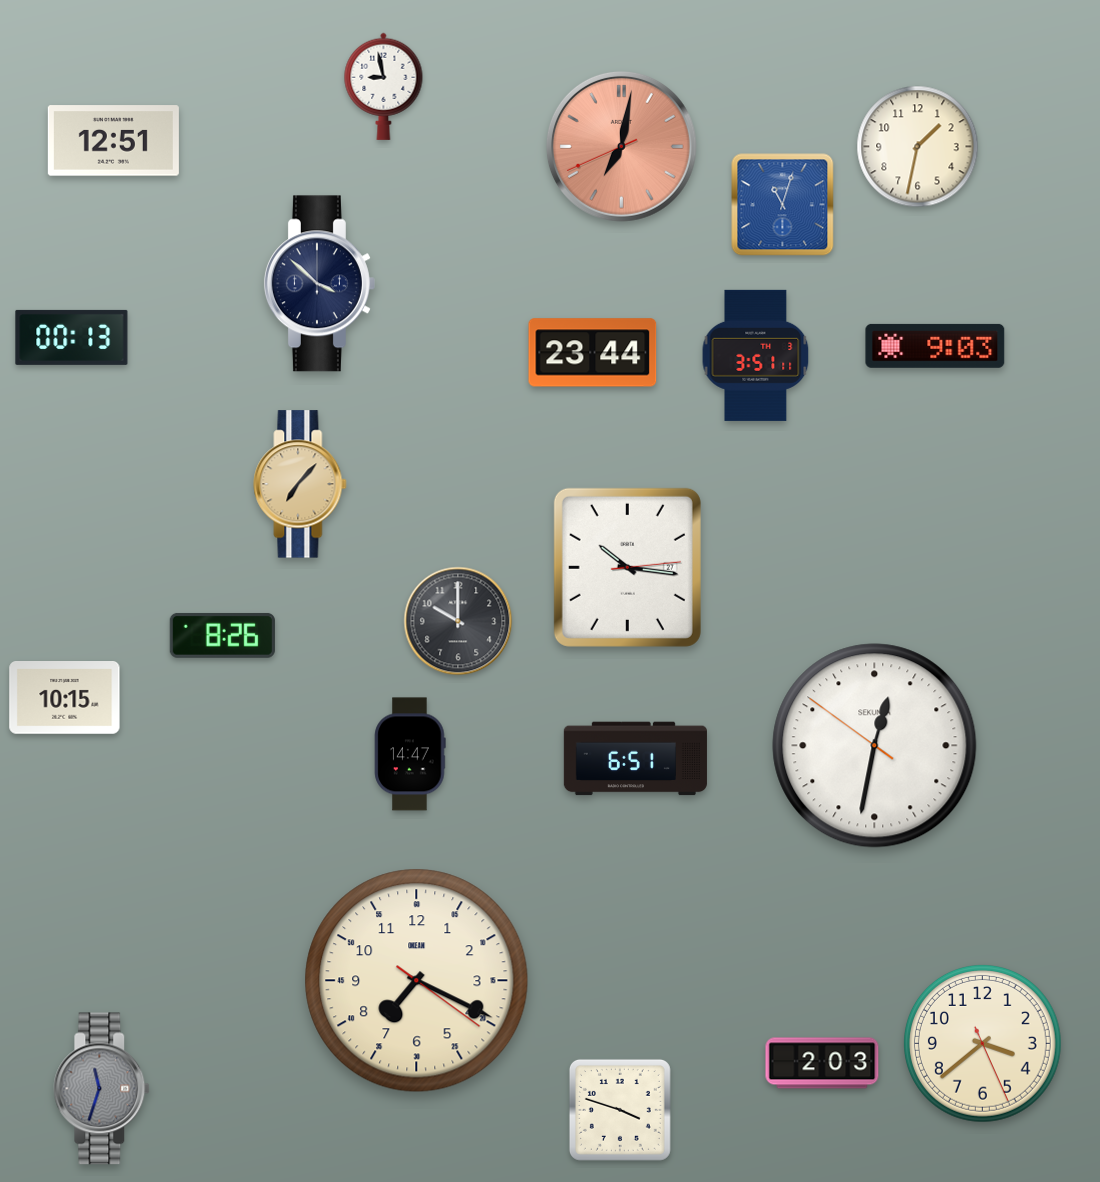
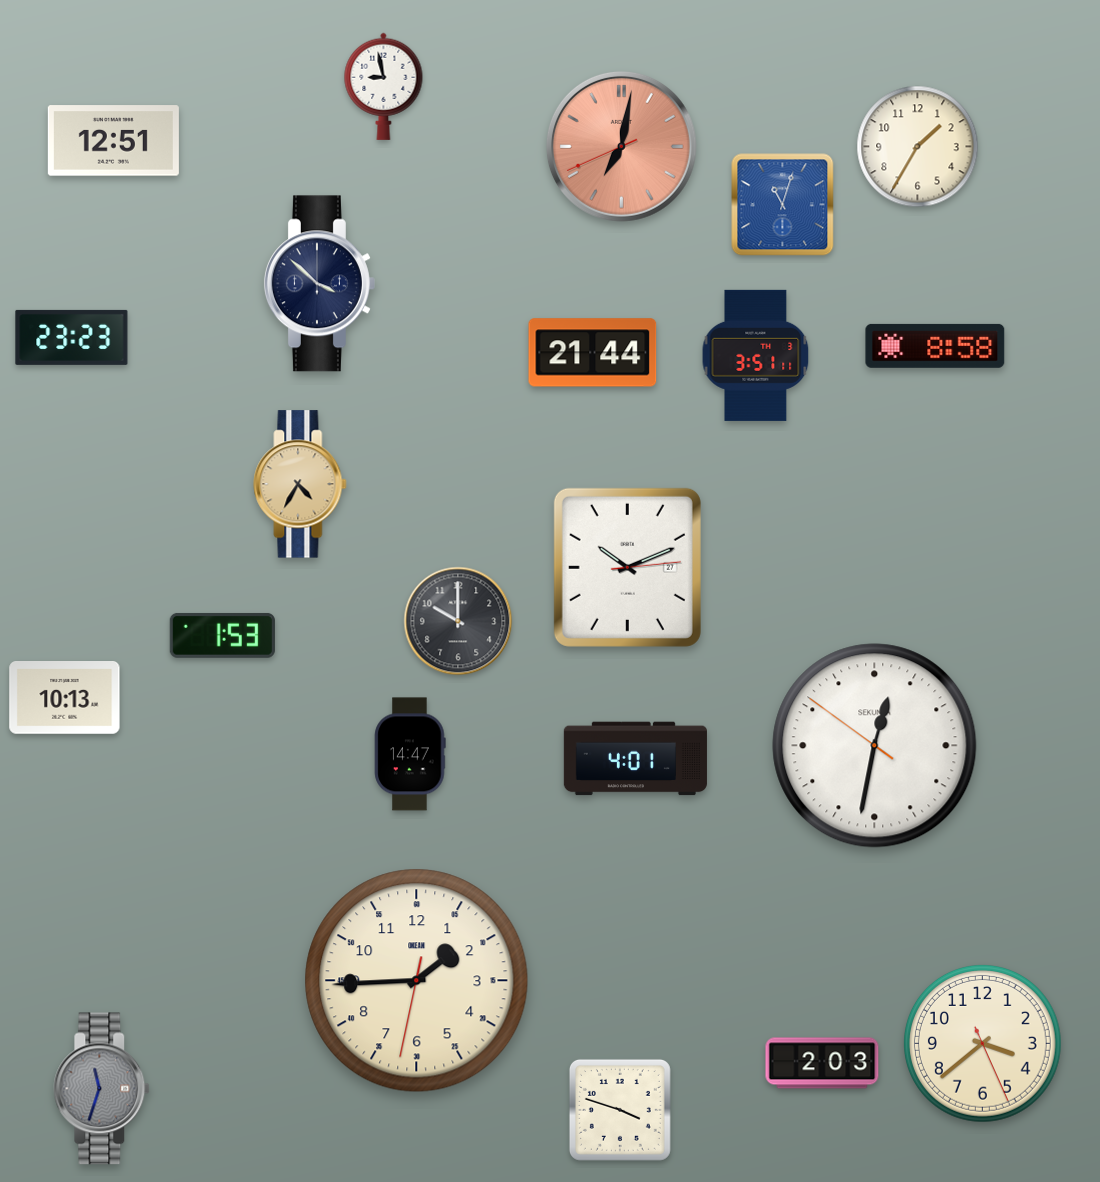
clock at (918, 147): 1:32 -> 1:35
clock at (72, 337): 00:13 -> 23:23
clock at (935, 346): 9:03 -> 8:58
clock at (593, 353): 23:44 -> 21:44
clock at (300, 484): 7:07 -> 4:35
clock at (627, 567): 10:16 -> 10:11
clock at (222, 635): 8:26 -> 1:53
clock at (65, 698): 10:15 -> 10:13
clock at (635, 759): 6:51 -> 4:01
clock at (417, 981): 7:19 -> 1:44
